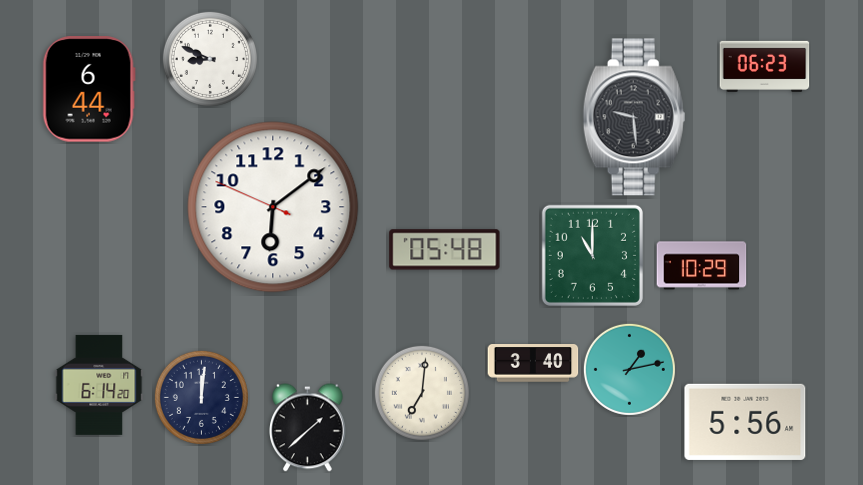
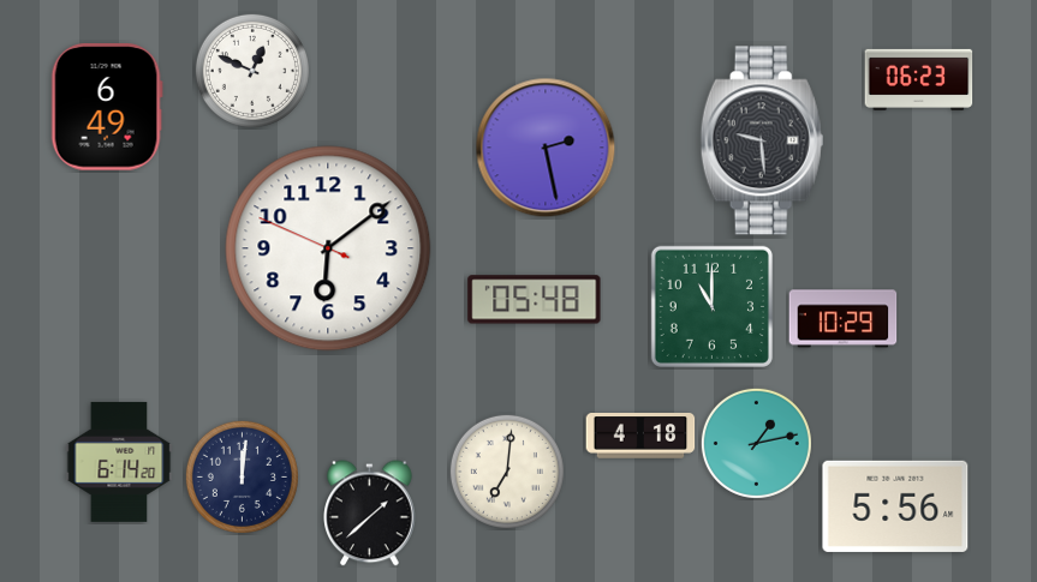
clock at (210, 59): 8:49 -> 12:49
clock at (89, 89): 6:44 -> 6:49
clock at (546, 148): none -> 2:28
clock at (533, 364): 3:40 -> 4:18
